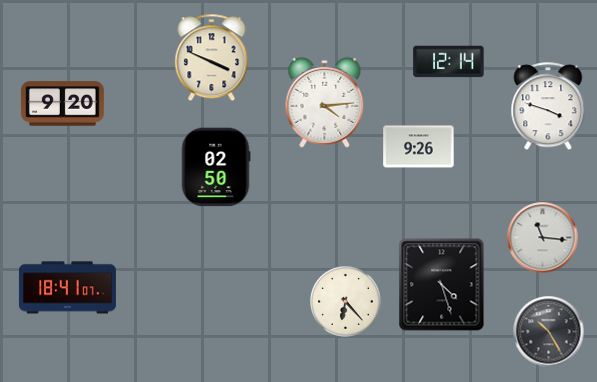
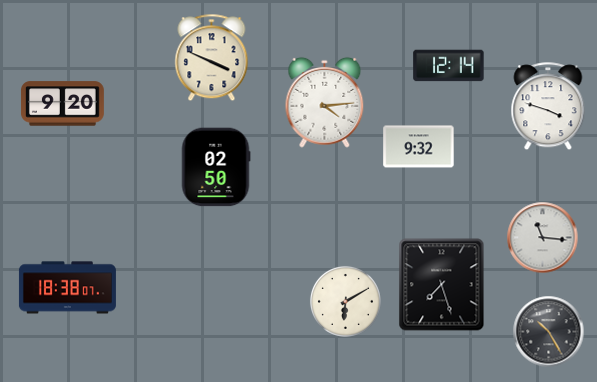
clock at (449, 62) position: (449, 62) -> (449, 66)
clock at (419, 147): 9:26 -> 9:32
clock at (442, 285): 4:27 -> 7:27
clock at (67, 288): 18:41 -> 18:38
clock at (345, 301): 6:23 -> 6:10
